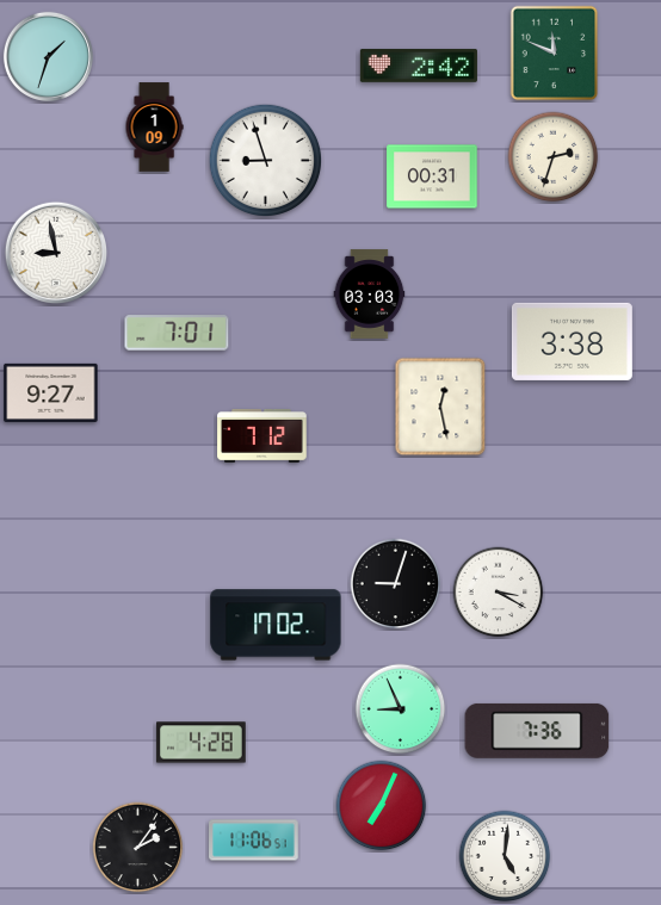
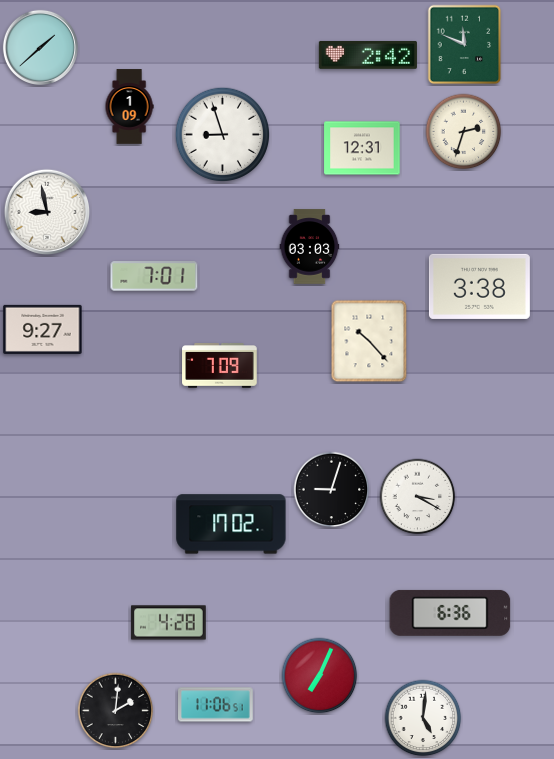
clock at (48, 56): 1:33 -> 1:38
clock at (419, 66) position: (419, 66) -> (368, 55)
clock at (432, 176): 00:31 -> 12:31
clock at (177, 333) position: (177, 333) -> (154, 276)
clock at (440, 407): 12:28 -> 10:23
clock at (262, 436): 7:12 -> 7:09
clock at (401, 709): 8:56 -> none
clock at (537, 731): 7:36 -> 6:36
clock at (254, 841) position: (254, 841) -> (216, 705)
clock at (138, 848): 2:06 -> 2:01
